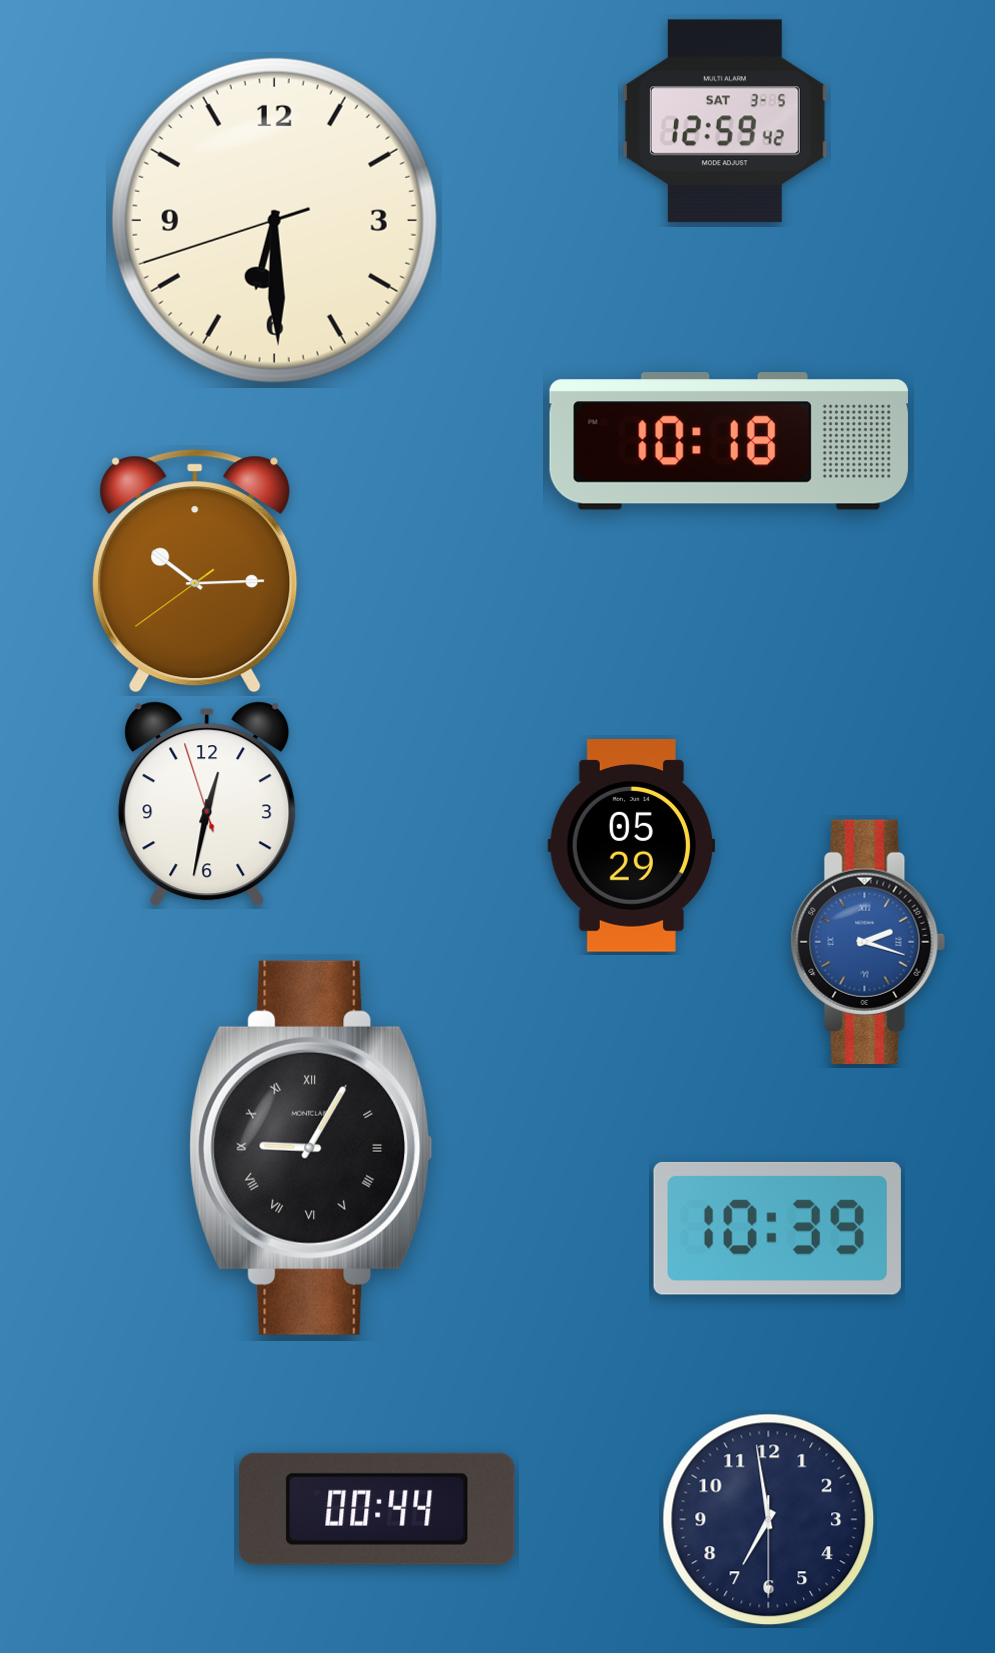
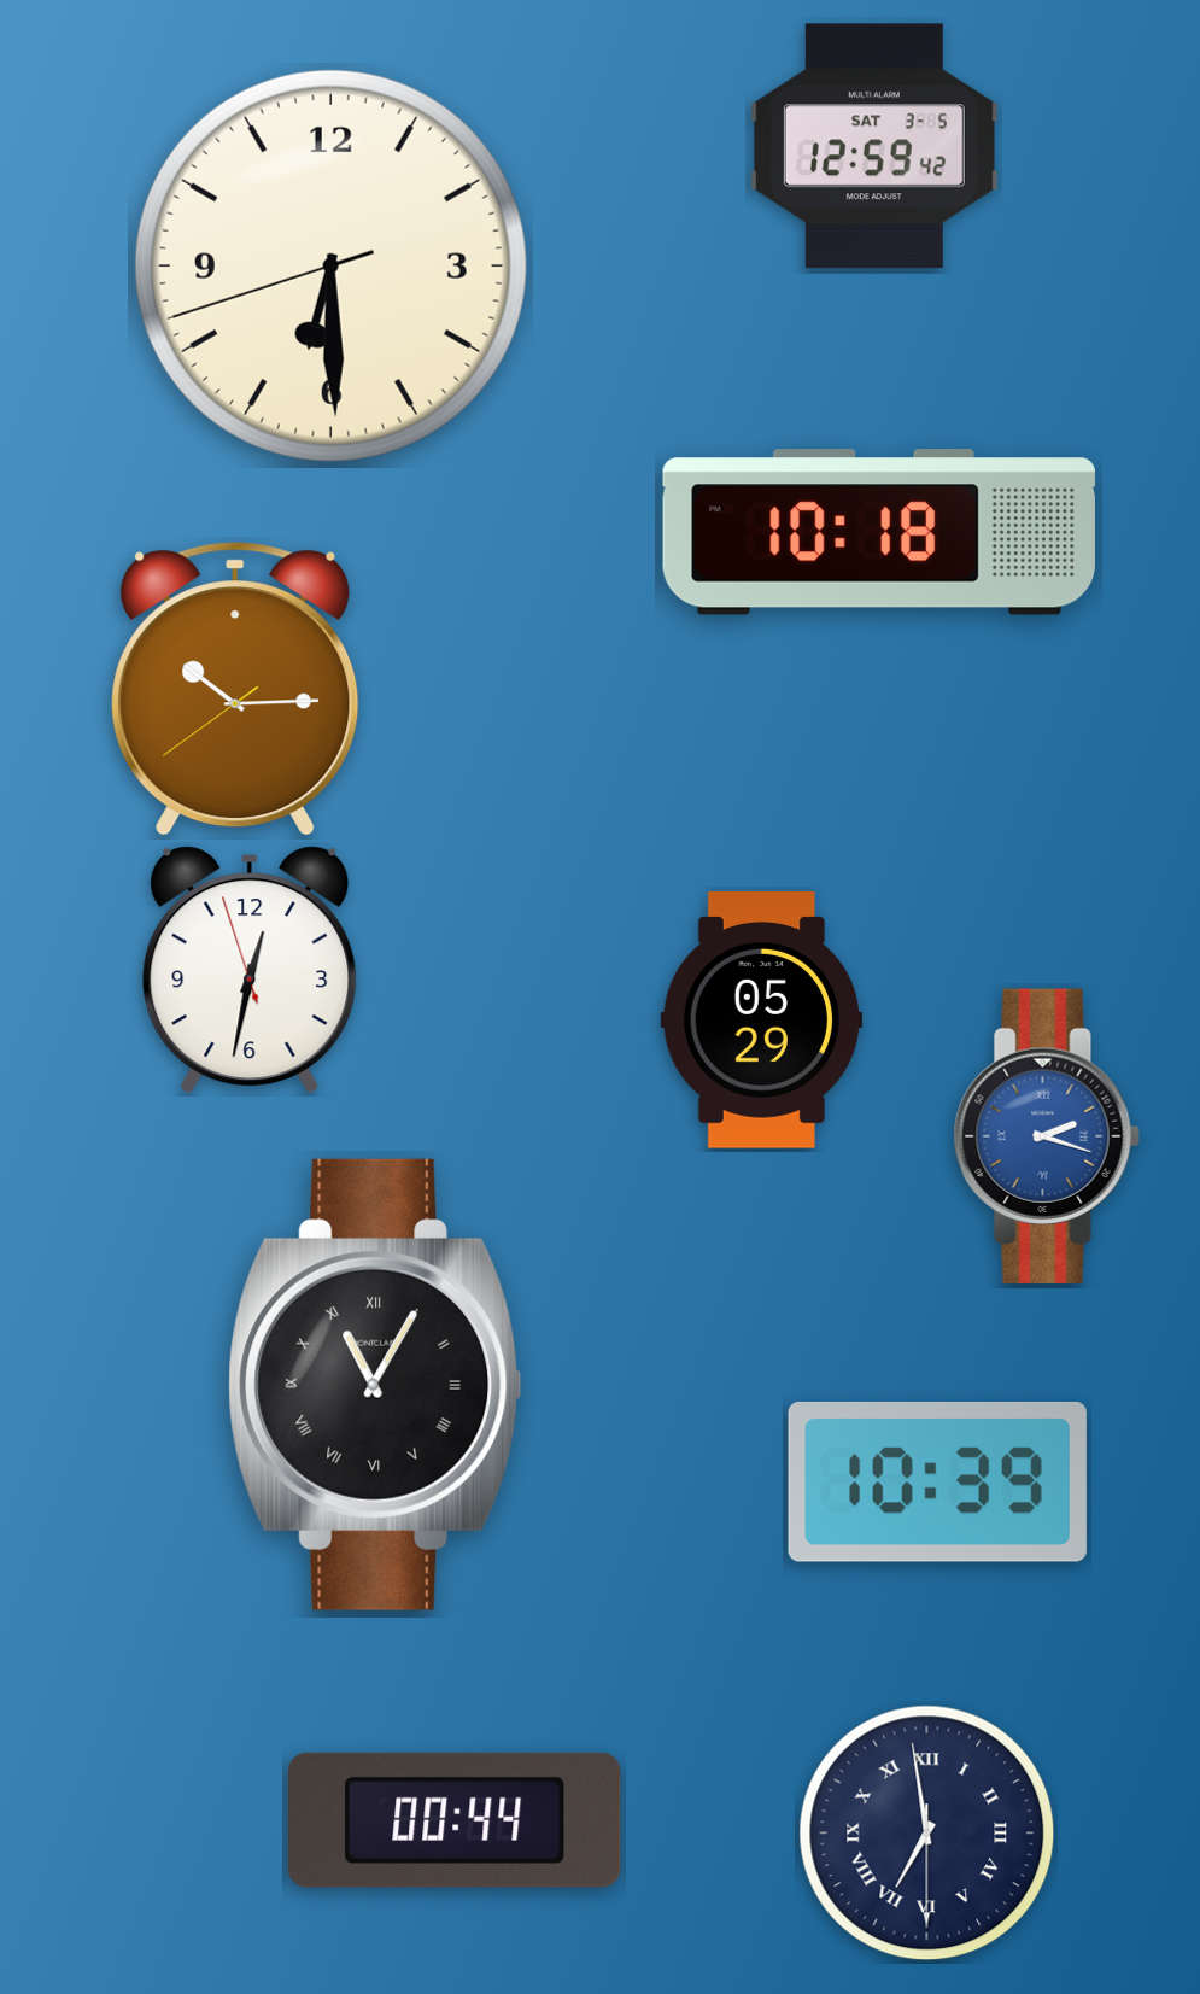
clock at (311, 1148): 9:05 -> 11:05
clock at (769, 1520) numerals: Arabic -> Roman
